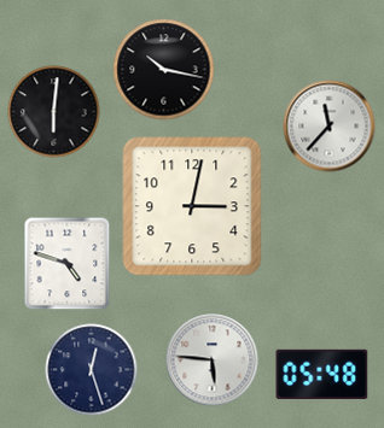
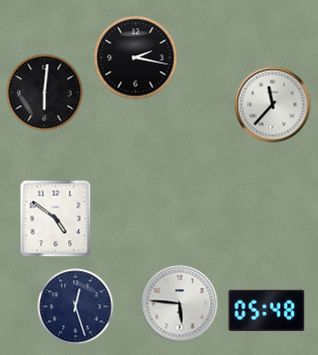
clock at (164, 70): 10:17 -> 2:17
clock at (192, 206): 3:02 -> none
clock at (68, 263): 4:48 -> 4:51
clock at (213, 360) position: (213, 360) -> (180, 304)
